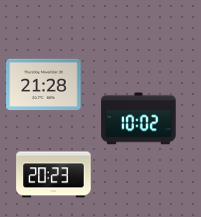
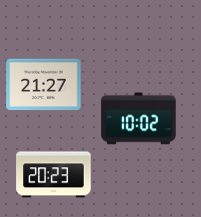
clock at (44, 85): 21:28 -> 21:27
